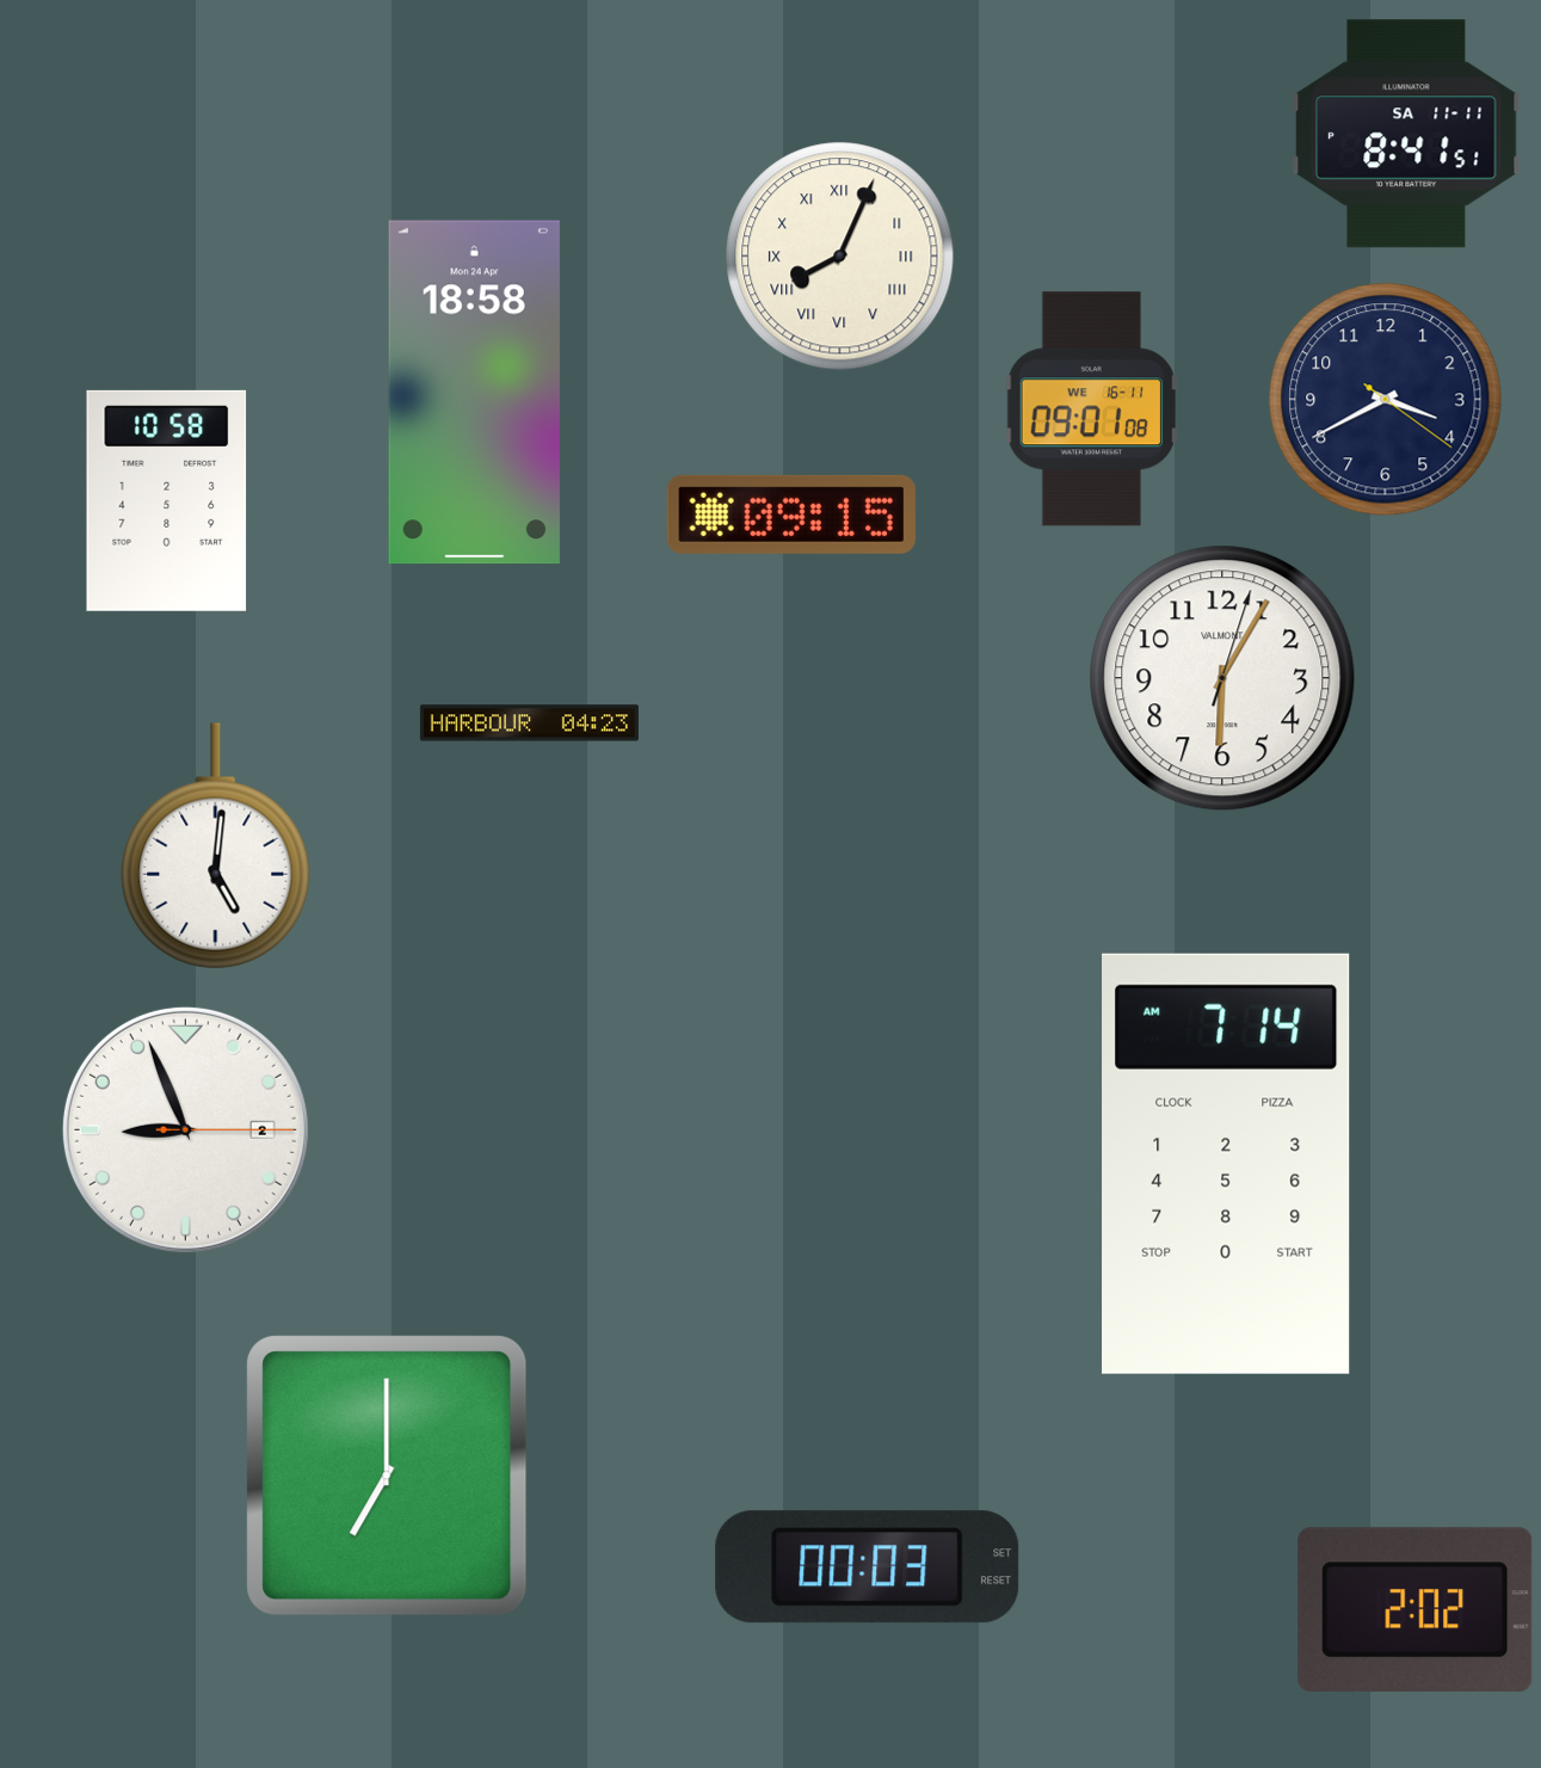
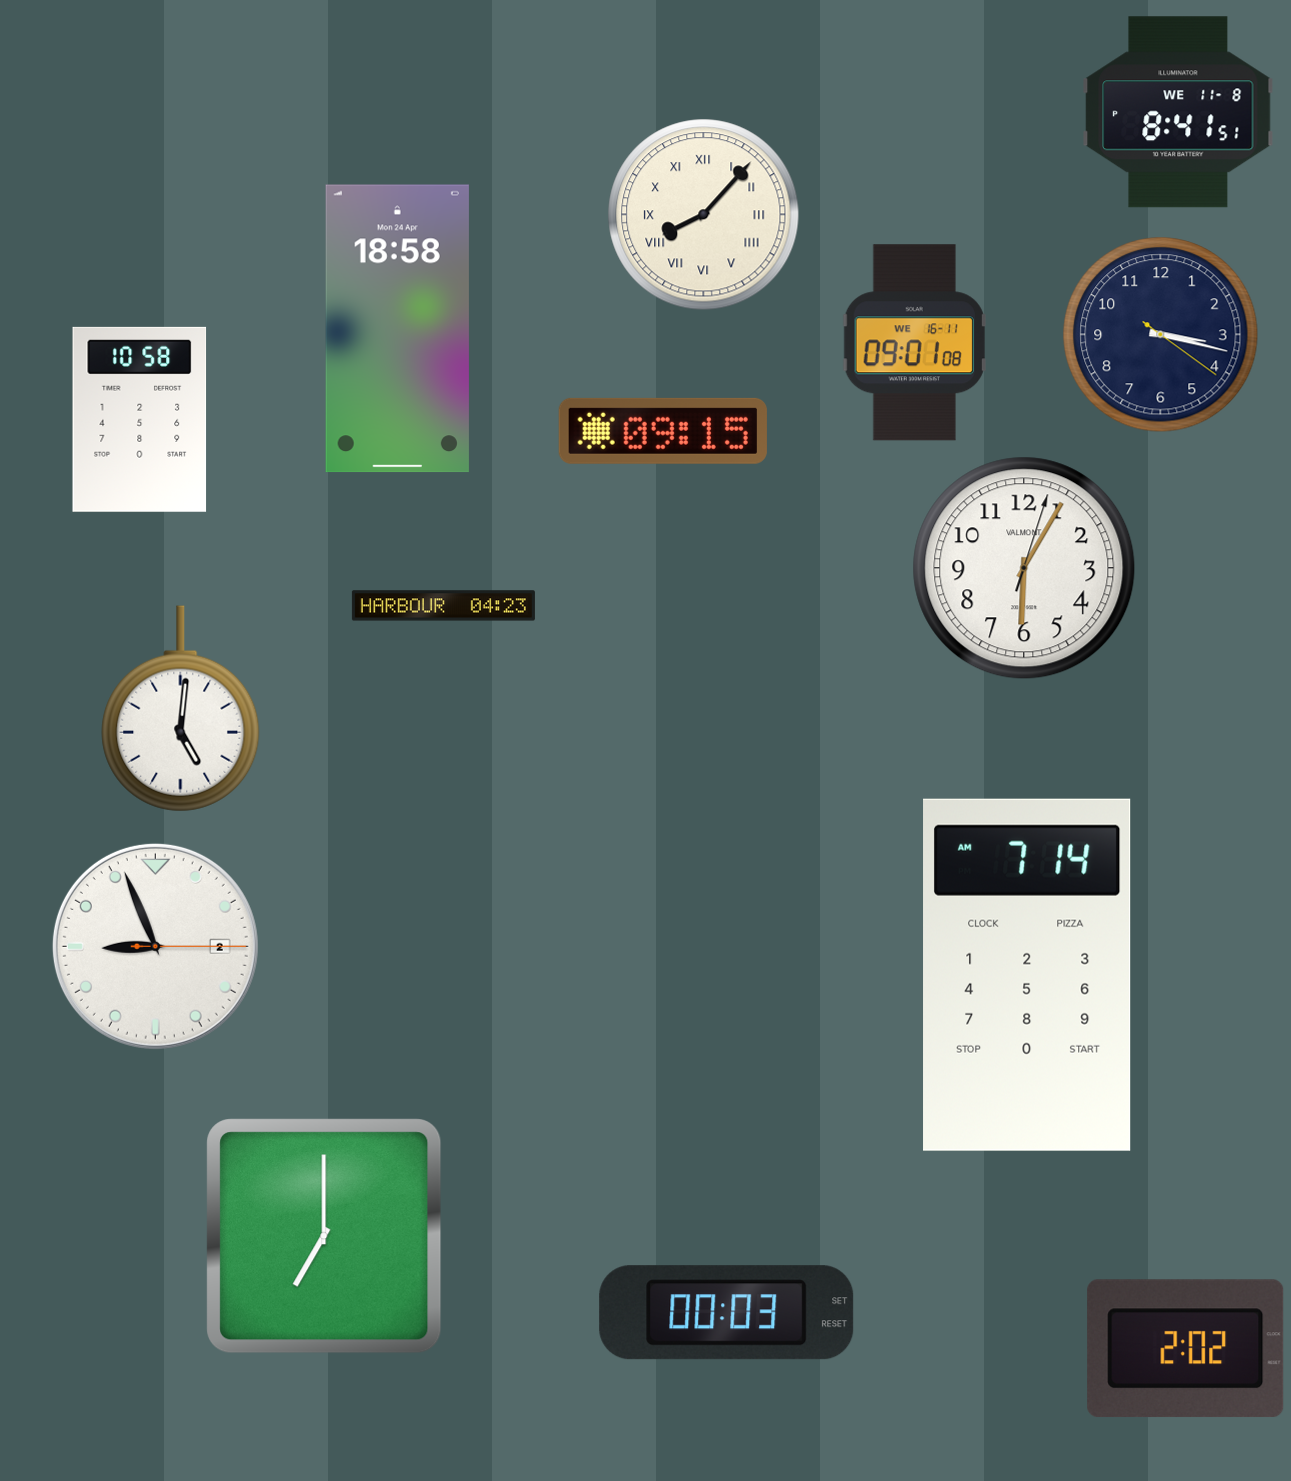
clock at (1406, 134) date: SA 11-11 -> WE 11-8
clock at (840, 257): 8:04 -> 8:07
clock at (1386, 400): 3:40 -> 3:17
